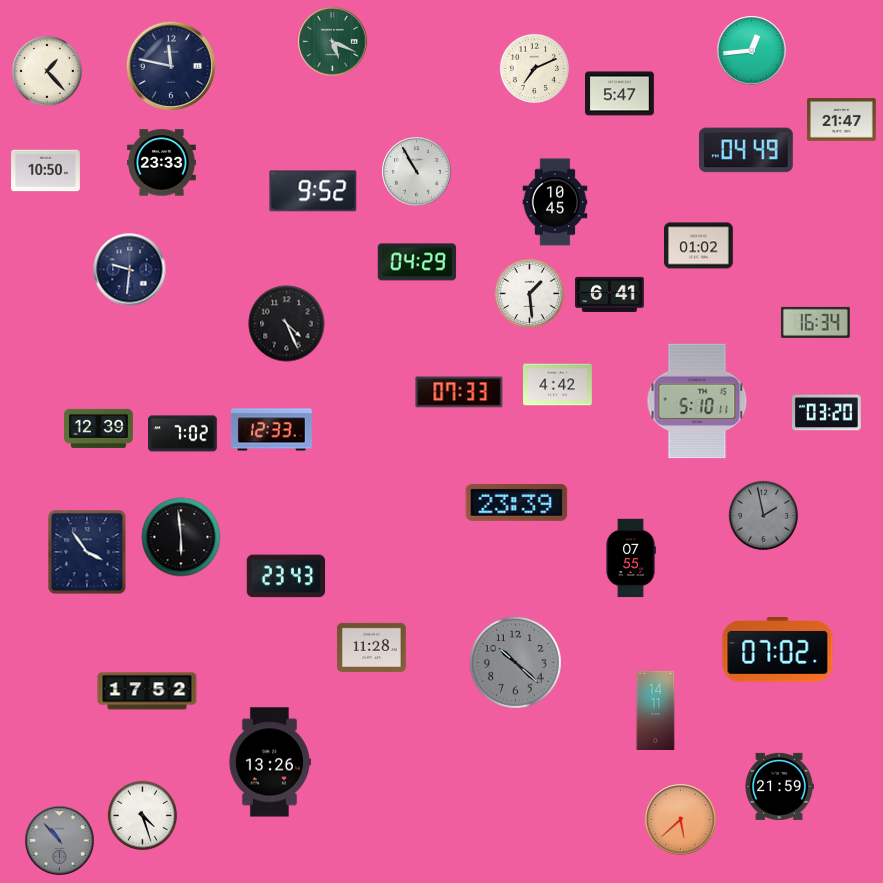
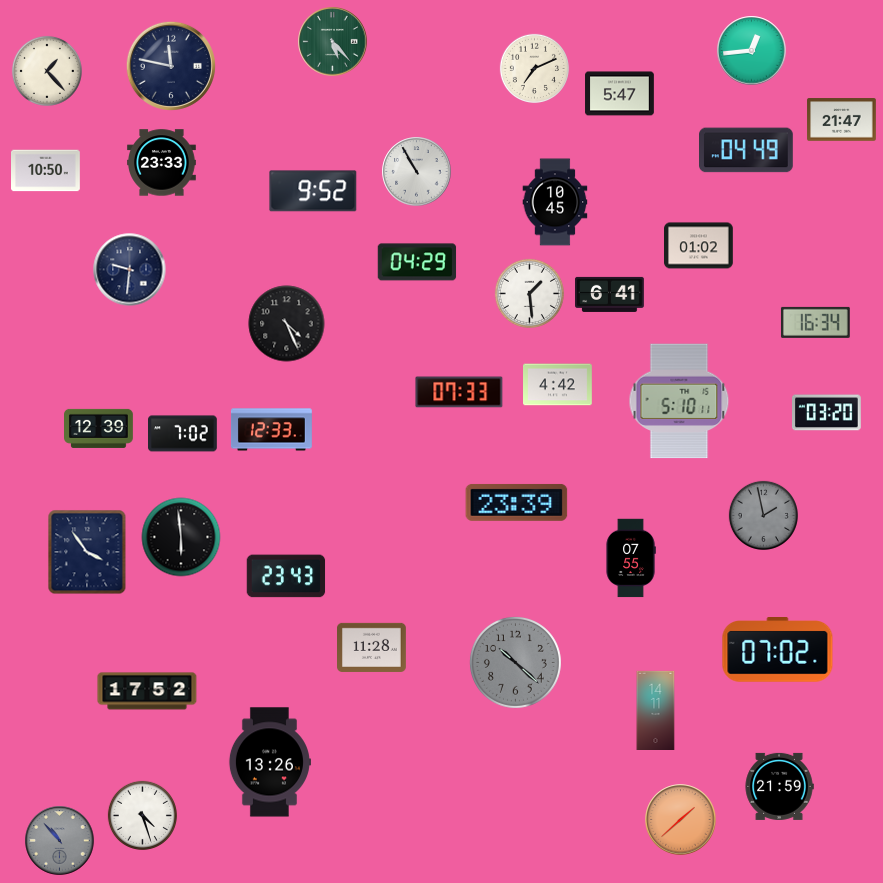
clock at (333, 42): 5:19 -> 5:23
clock at (697, 401) position: (697, 401) -> (679, 401)
clock at (681, 820): 5:38 -> 1:38
